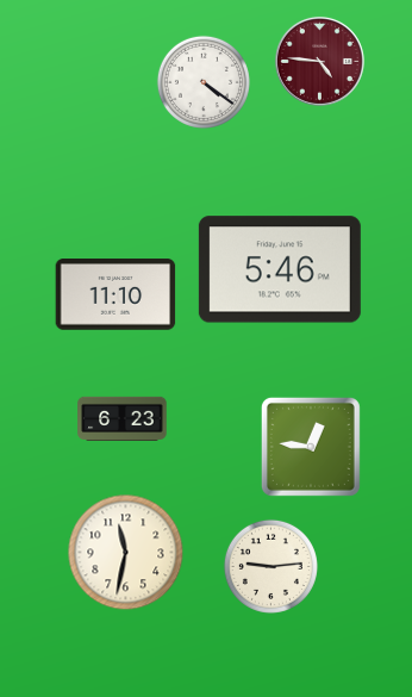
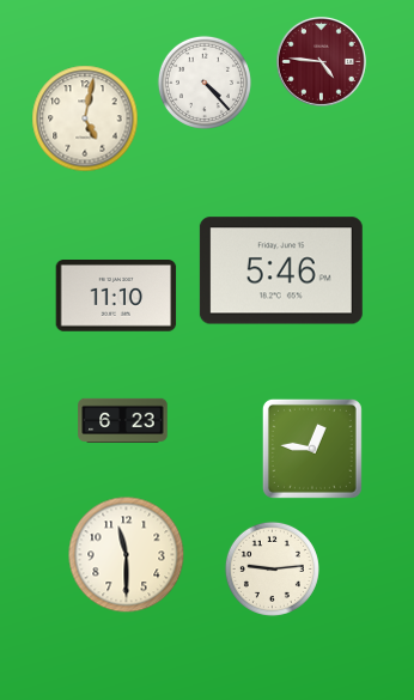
clock at (204, 82): 4:21 -> 4:23
clock at (85, 118): none -> 5:02
clock at (126, 553): 11:32 -> 11:30
